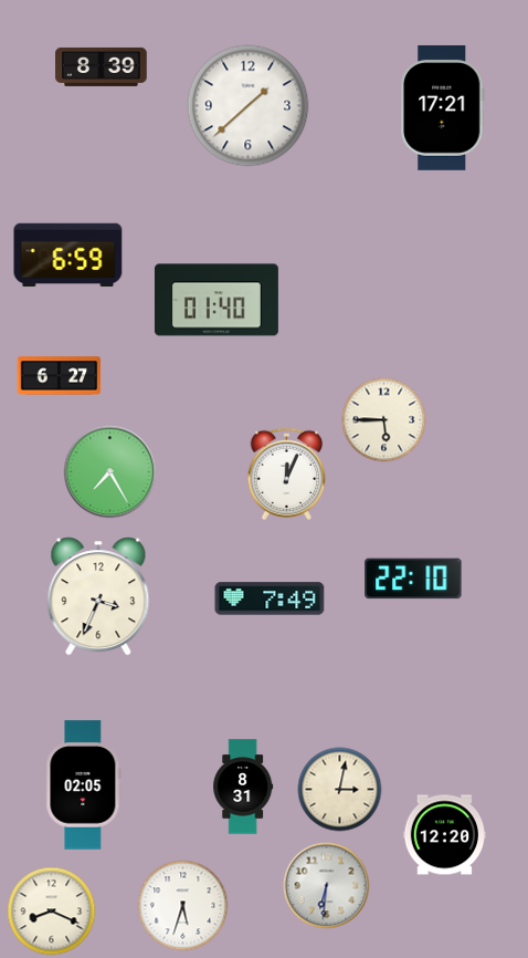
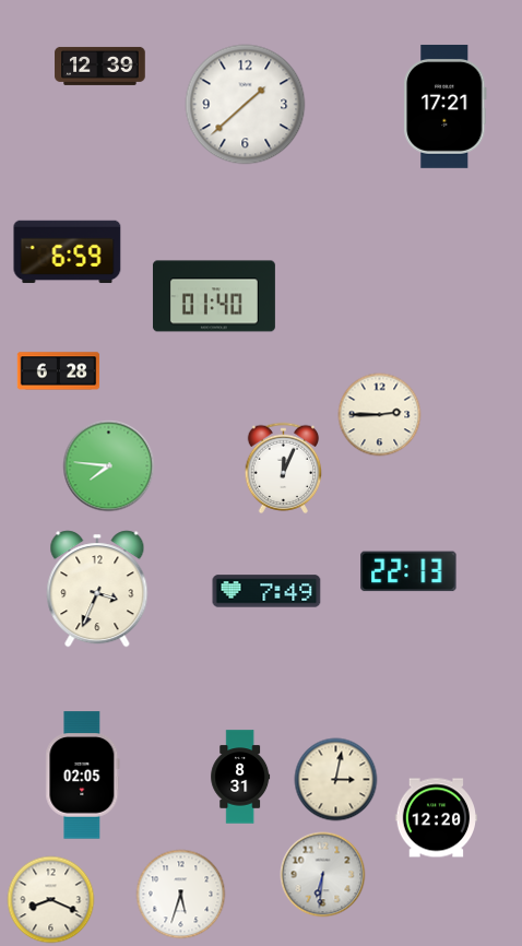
clock at (102, 66): 8:39 -> 12:39
clock at (443, 107) position: (443, 107) -> (446, 106)
clock at (60, 376): 6:27 -> 6:28
clock at (384, 420): 5:45 -> 2:45
clock at (110, 472): 7:25 -> 7:46
clock at (413, 579): 22:10 -> 22:13
clock at (445, 835) position: (445, 835) -> (437, 818)
